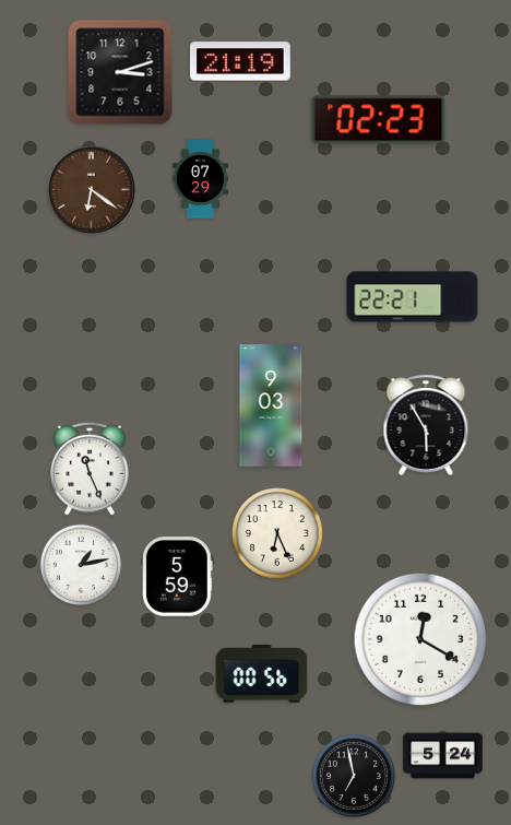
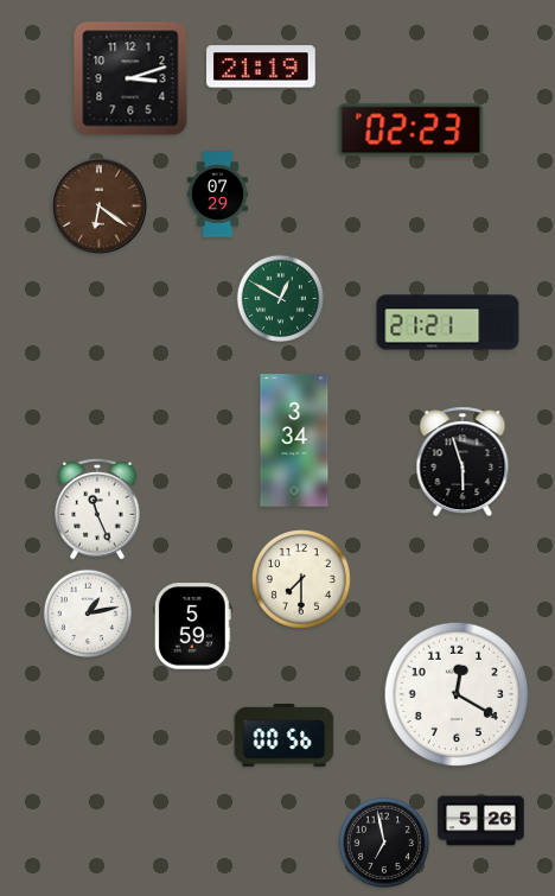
clock at (281, 299): none -> 12:50
clock at (413, 297): 22:21 -> 21:21
clock at (271, 405): 9:03 -> 3:34
clock at (426, 425): 5:55 -> 5:57
clock at (278, 534): 6:26 -> 7:30
clock at (262, 673) position: (262, 673) -> (285, 735)
clock at (443, 756): 5:24 -> 5:26
